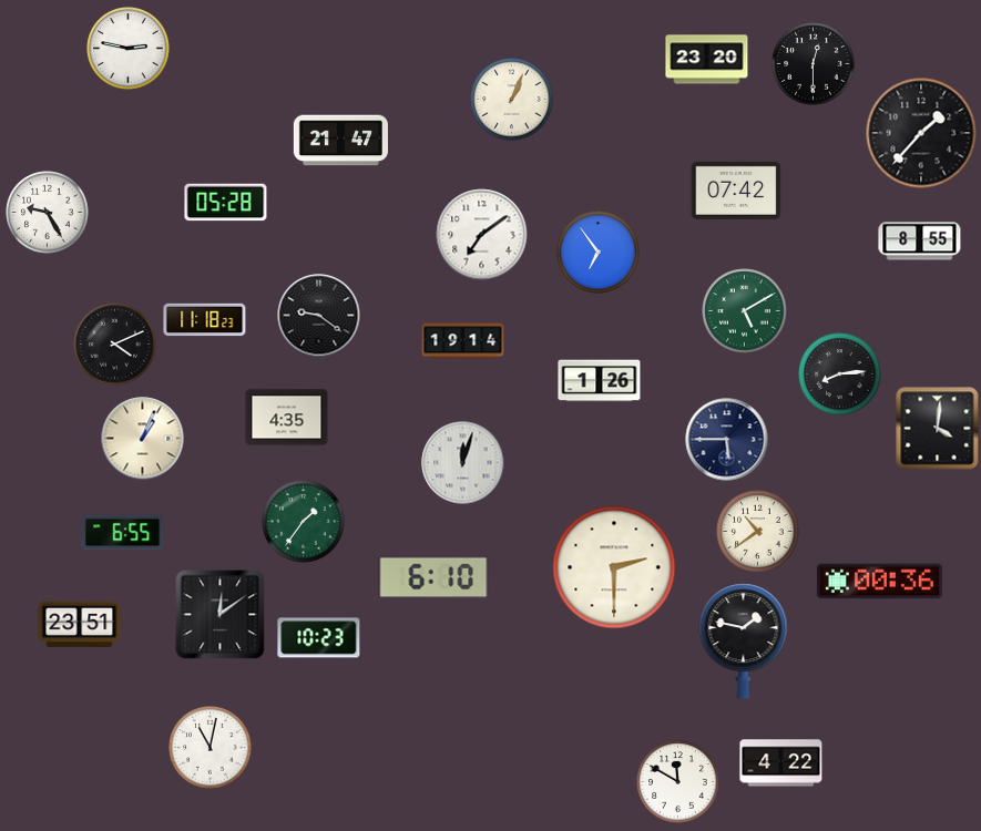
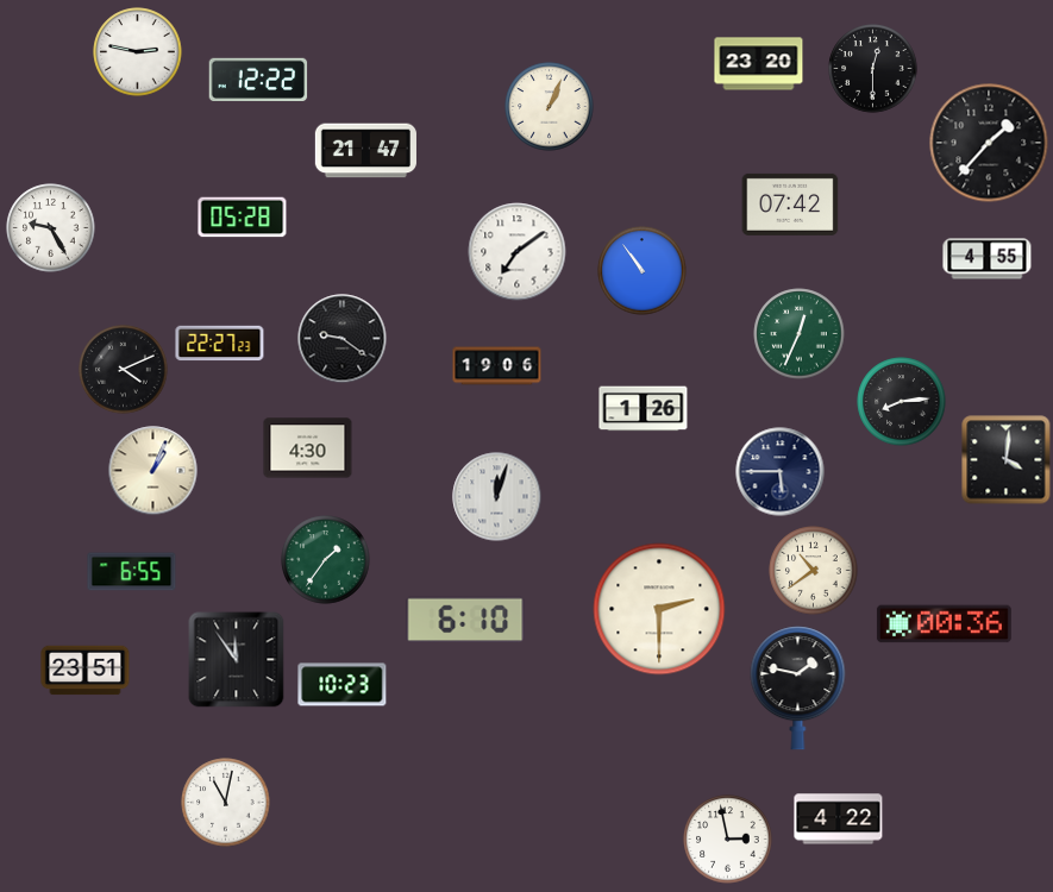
clock at (258, 78): none -> 12:22
clock at (920, 242): 8:55 -> 4:55
clock at (599, 253): 6:54 -> 10:54
clock at (745, 311): 5:10 -> 12:34
clock at (205, 320): 11:18 -> 22:27
clock at (463, 341): 19:14 -> 19:06
clock at (287, 418): 4:35 -> 4:30
clock at (221, 615): 12:09 -> 11:54
clock at (678, 782): 11:50 -> 2:58
